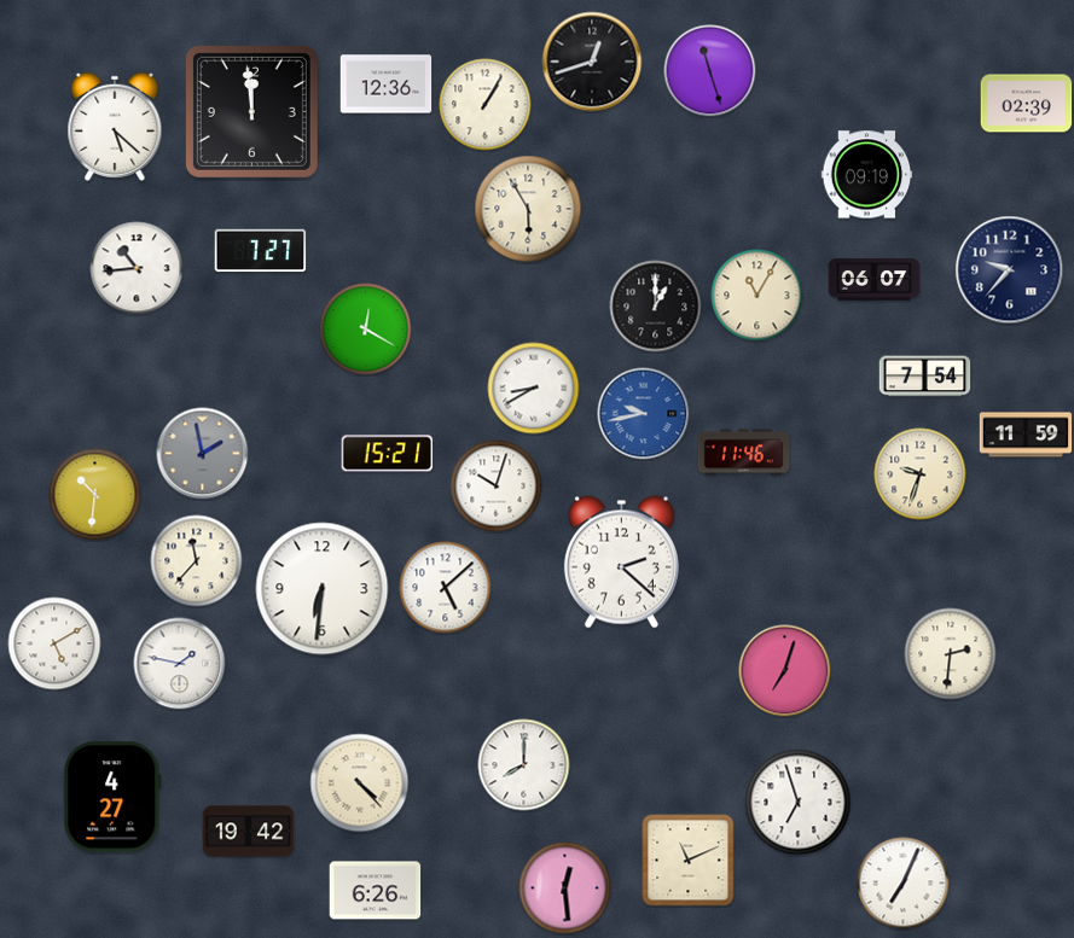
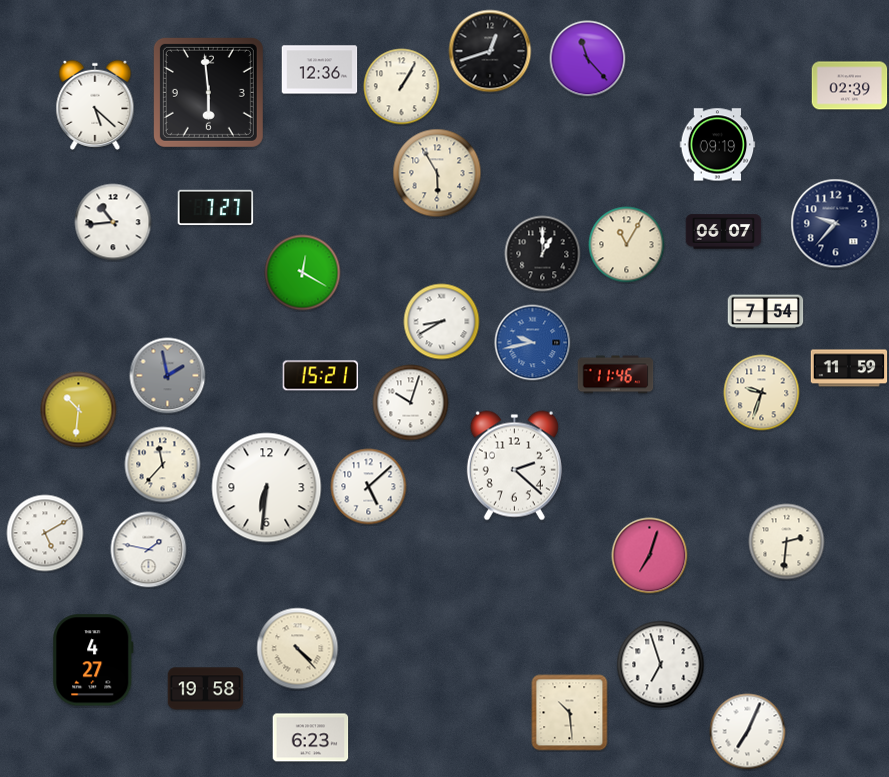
clock at (710, 71): 11:27 -> 11:23
clock at (251, 111): 11:59 -> 5:59
clock at (1026, 435) position: (1026, 435) -> (849, 368)
clock at (524, 765): 8:00 -> none
clock at (249, 832): 19:42 -> 19:58
clock at (689, 861): 11:11 -> 10:29
clock at (565, 889): 12:29 -> none
clock at (376, 891): 6:26 -> 6:23
